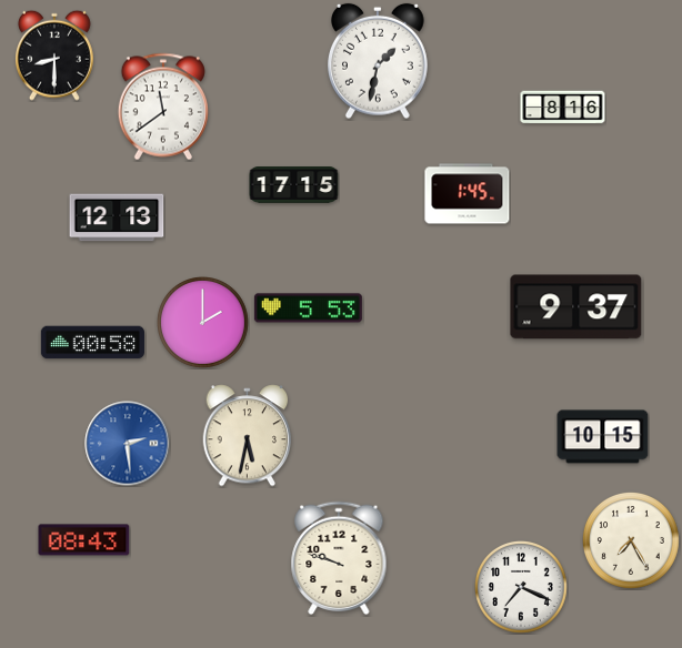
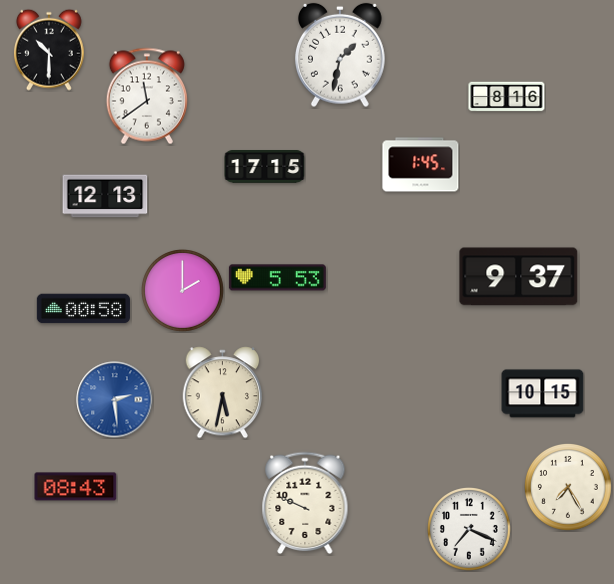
clock at (54, 55): 8:30 -> 10:30
clock at (468, 194) position: (468, 194) -> (421, 165)
clock at (339, 558): 9:48 -> 9:49
